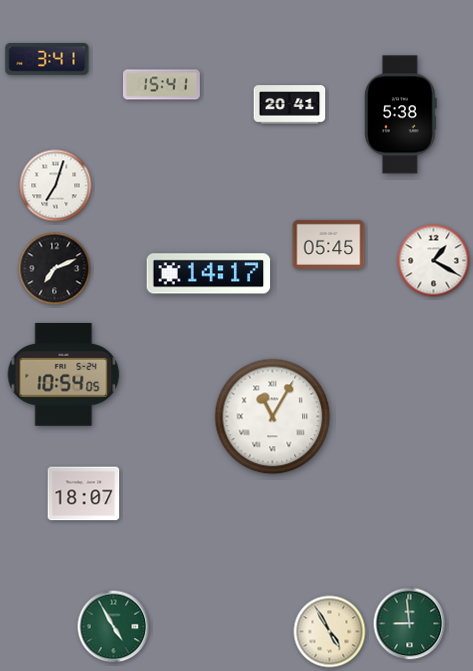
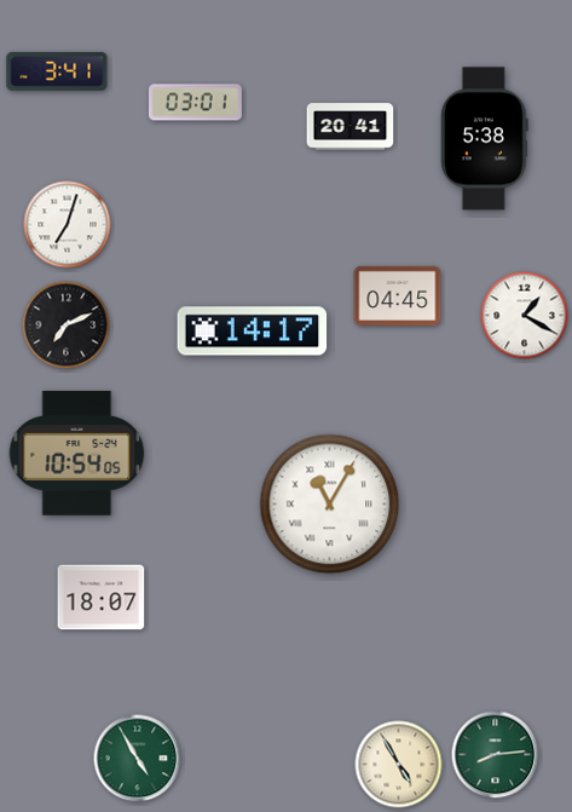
clock at (161, 85): 15:41 -> 03:01
clock at (329, 244): 05:45 -> 04:45
clock at (410, 624): 8:59 -> 8:14
